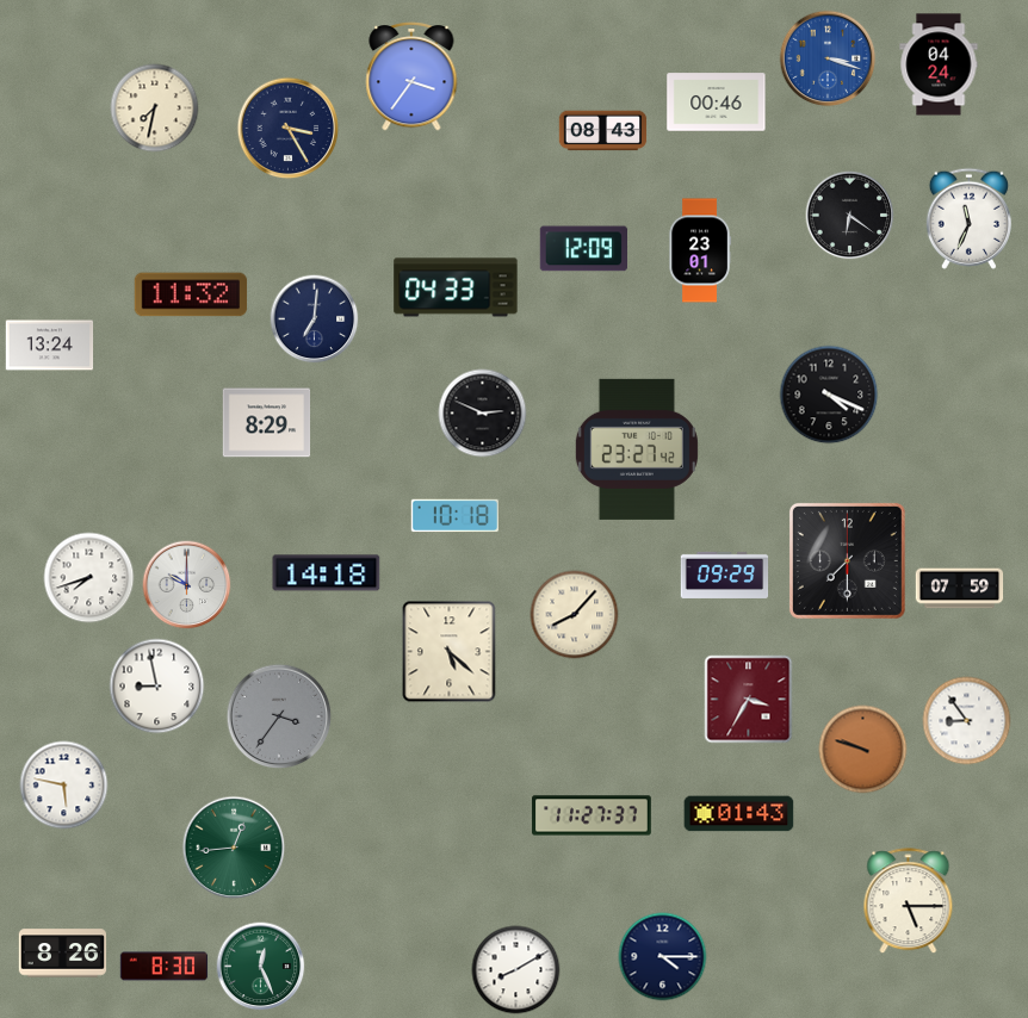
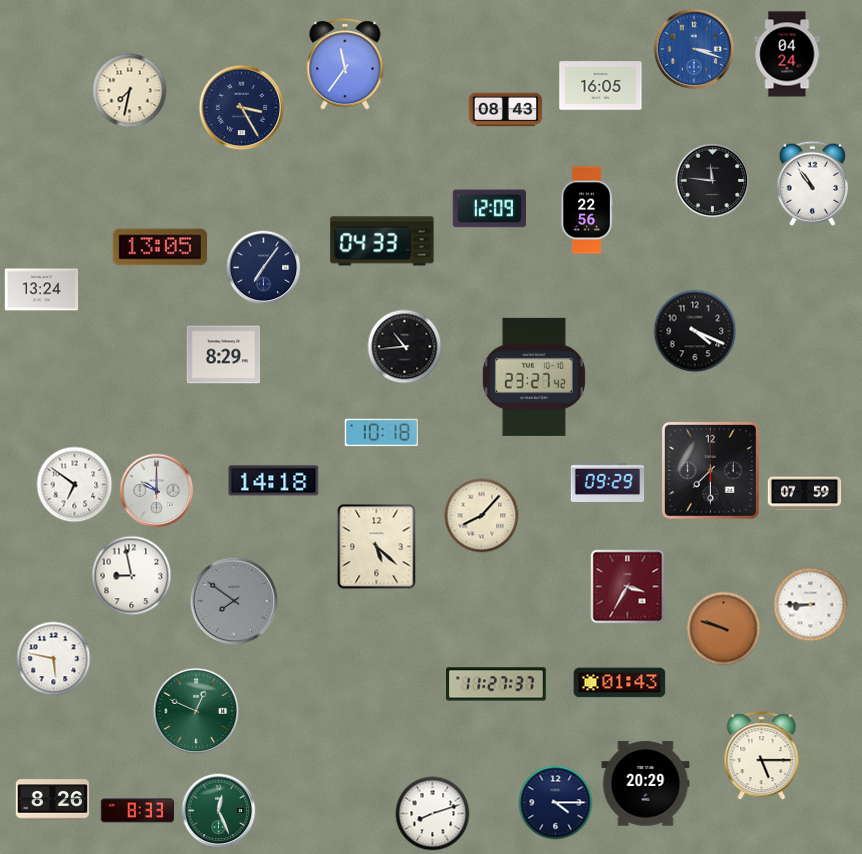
clock at (411, 76): 3:36 -> 11:36
clock at (717, 103): 00:46 -> 16:05
clock at (850, 216): 6:21 -> 11:46
clock at (968, 218): 11:34 -> 10:54
clock at (700, 250): 23:01 -> 22:56
clock at (191, 294): 11:32 -> 13:05
clock at (315, 319): 7:01 -> 7:06
clock at (483, 414): 2:49 -> 10:44
clock at (89, 578): 7:42 -> 6:51
clock at (279, 716): 3:36 -> 7:51
clock at (967, 721): 8:54 -> 8:45
clock at (234, 848): 12:44 -> 12:49
clock at (646, 784): none -> 20:29
clock at (165, 967): 8:30 -> 8:33
clock at (516, 970): 8:10 -> 8:12
